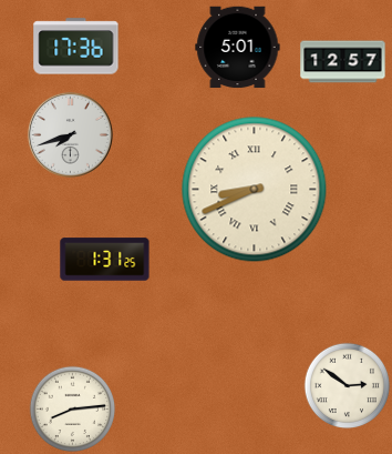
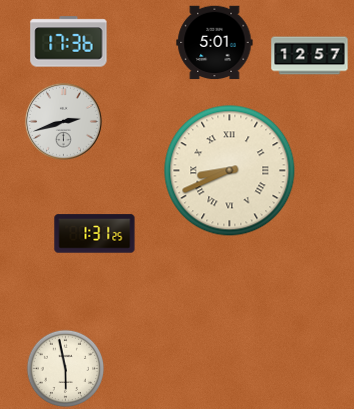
clock at (70, 134): 7:42 -> 2:42
clock at (347, 385): 2:51 -> none
clock at (72, 408): 8:14 -> 5:58
